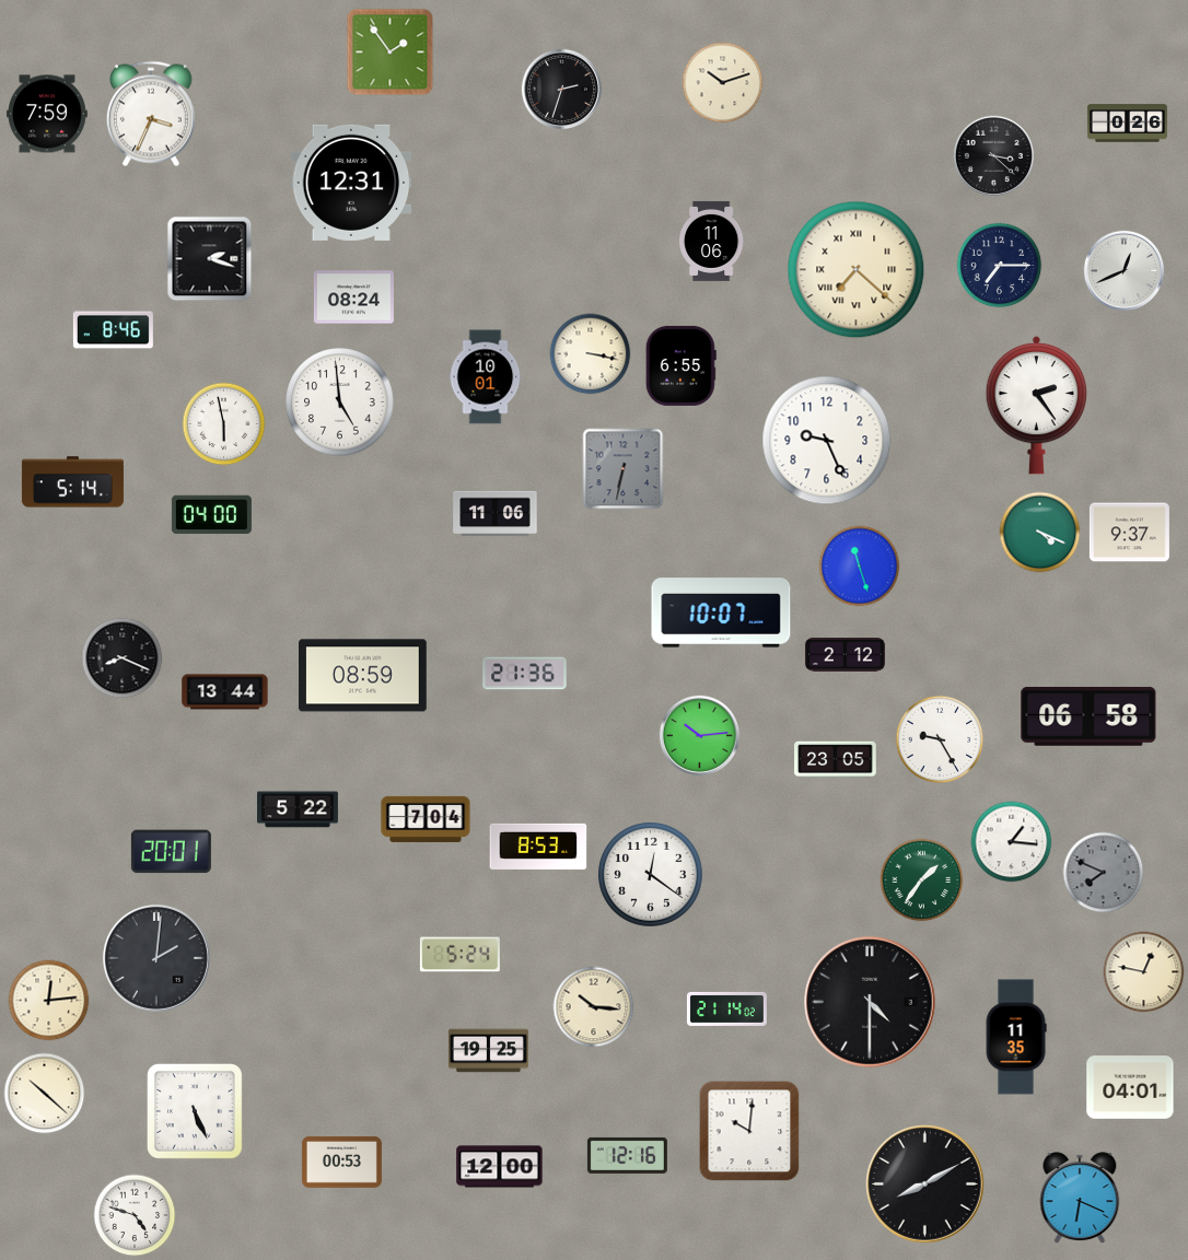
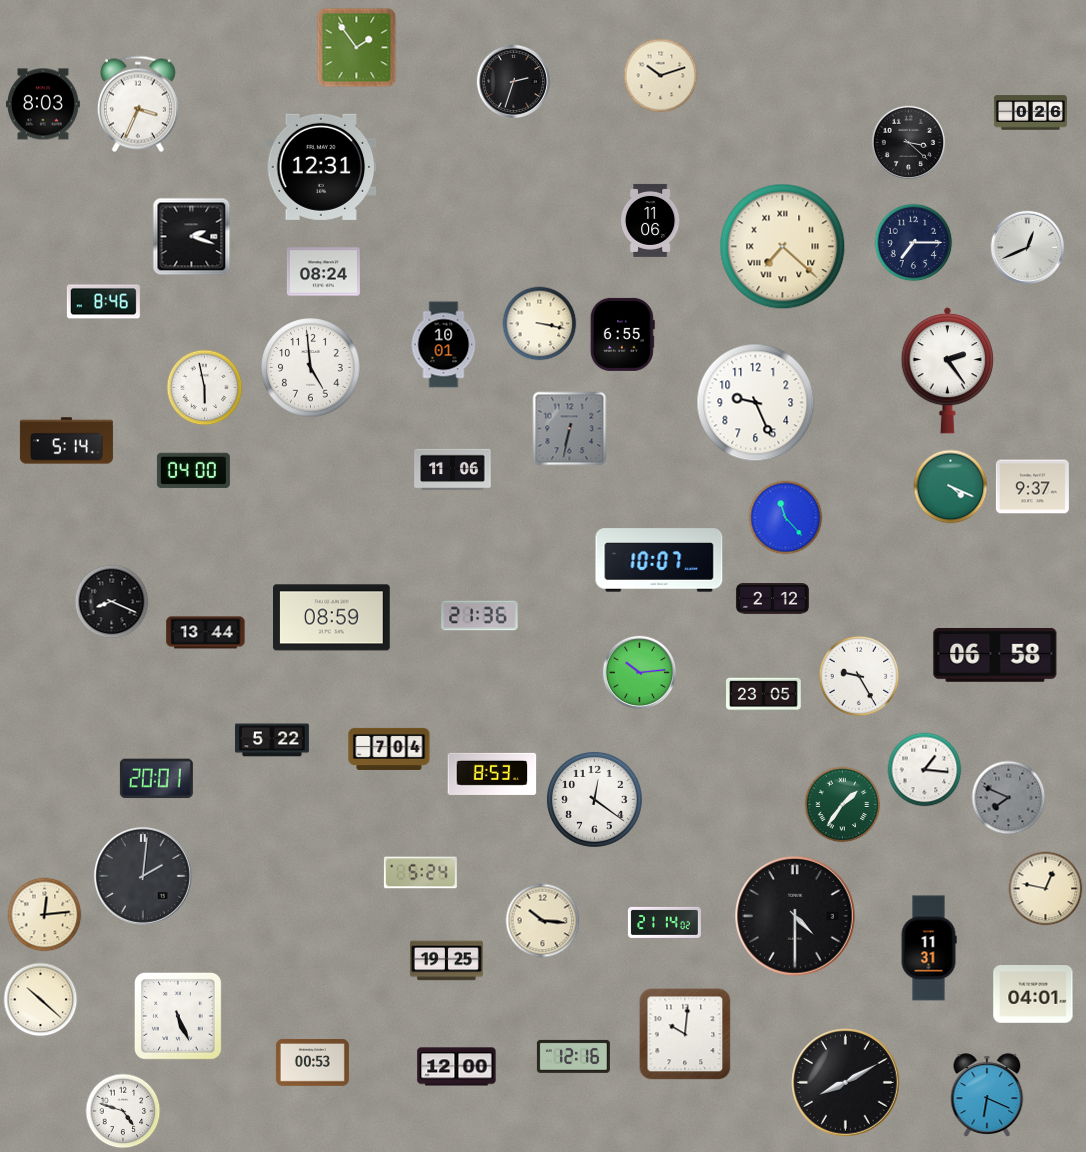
clock at (47, 114): 7:59 -> 8:03
clock at (860, 567): 11:27 -> 11:23
clock at (1016, 1037): 11:35 -> 11:31
